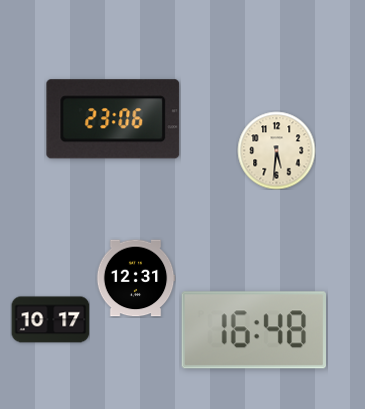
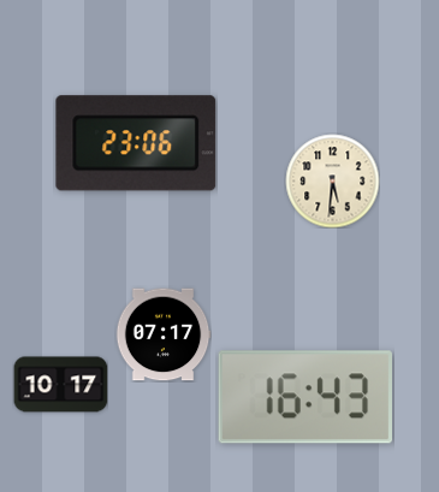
clock at (136, 278): 12:31 -> 07:17
clock at (253, 330): 16:48 -> 16:43
